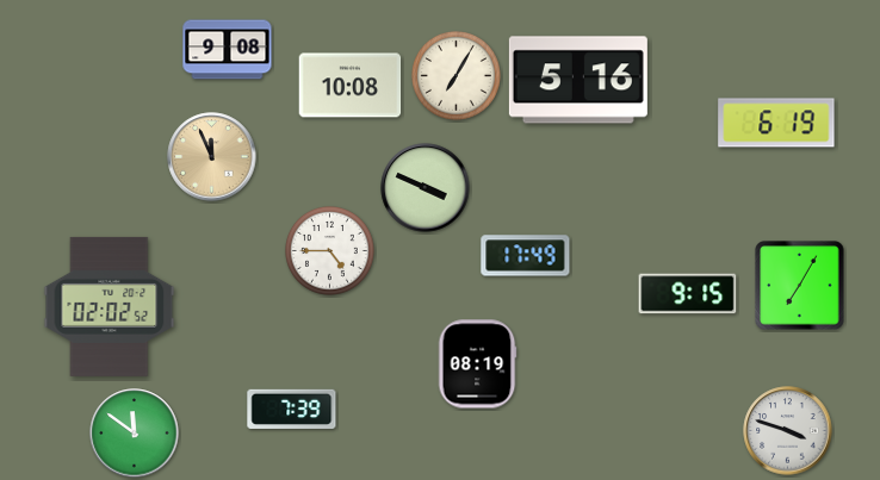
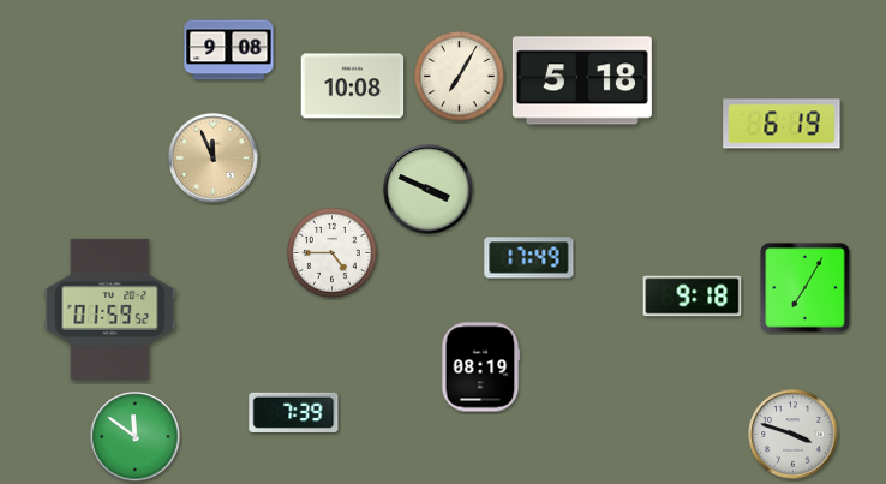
clock at (578, 80): 5:16 -> 5:18
clock at (688, 294): 9:15 -> 9:18
clock at (110, 306): 02:02 -> 01:59
